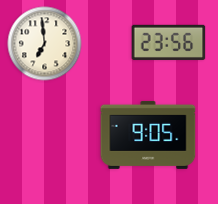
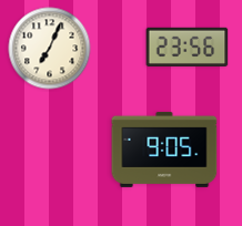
clock at (45, 44): 6:59 -> 7:04
